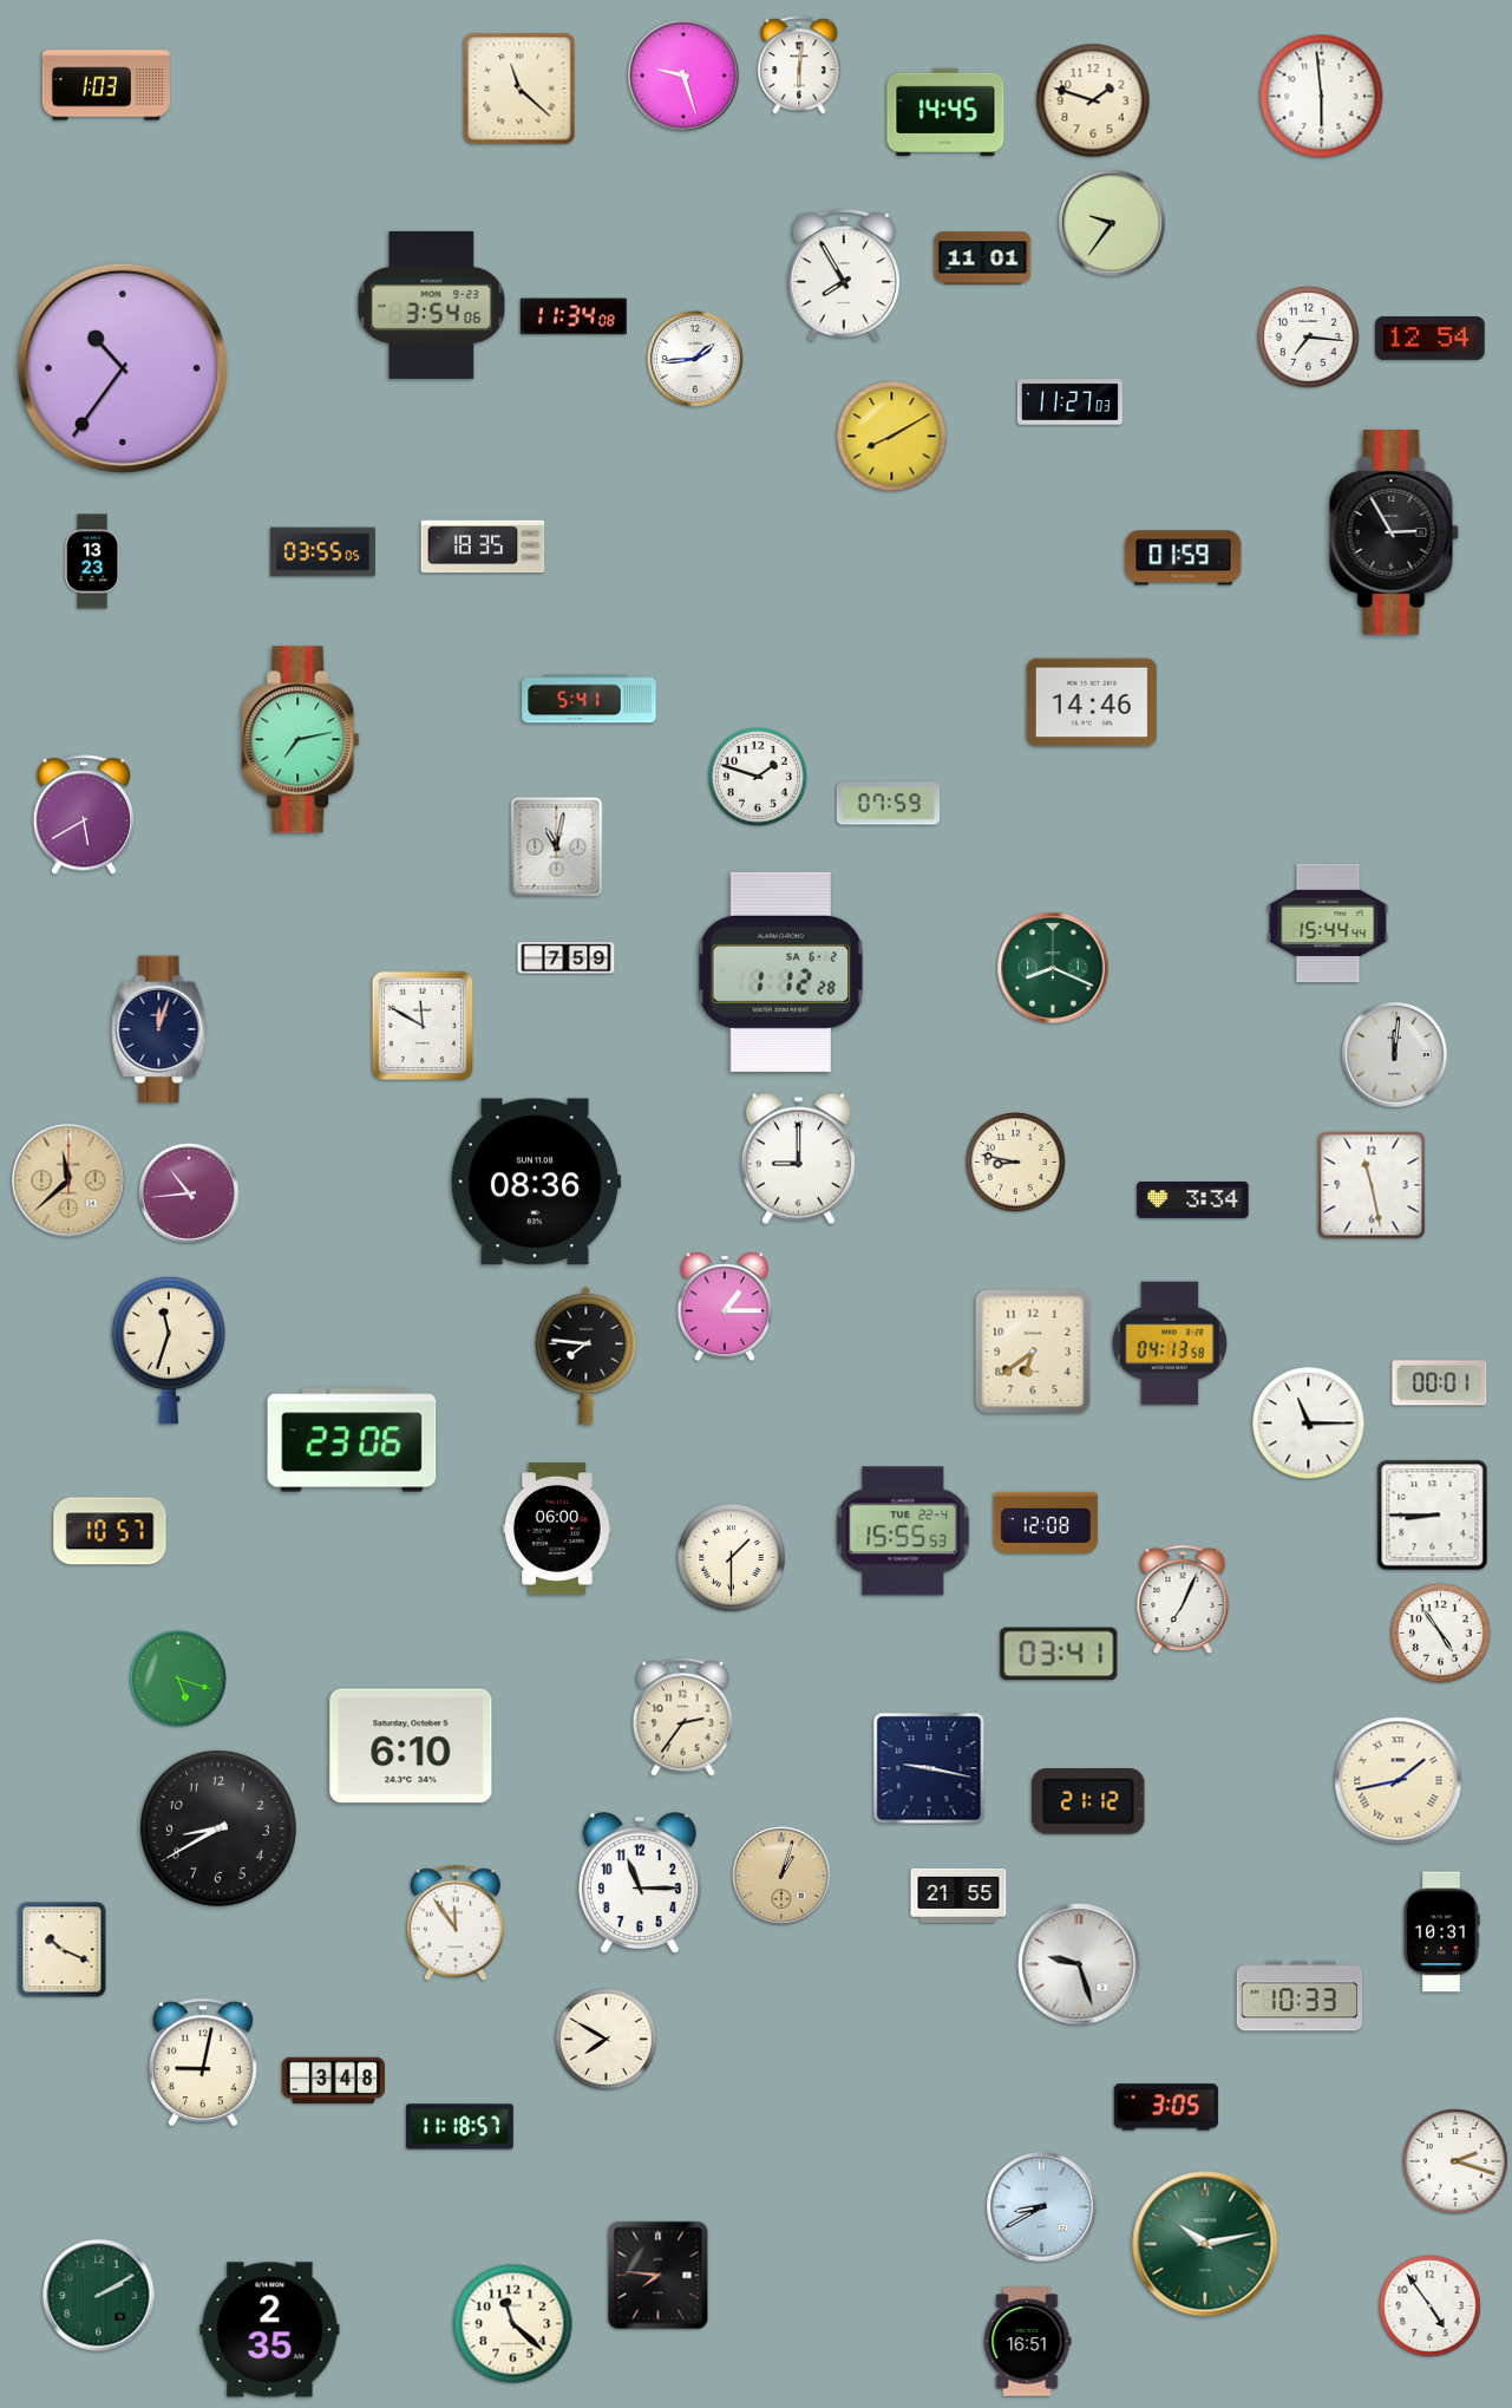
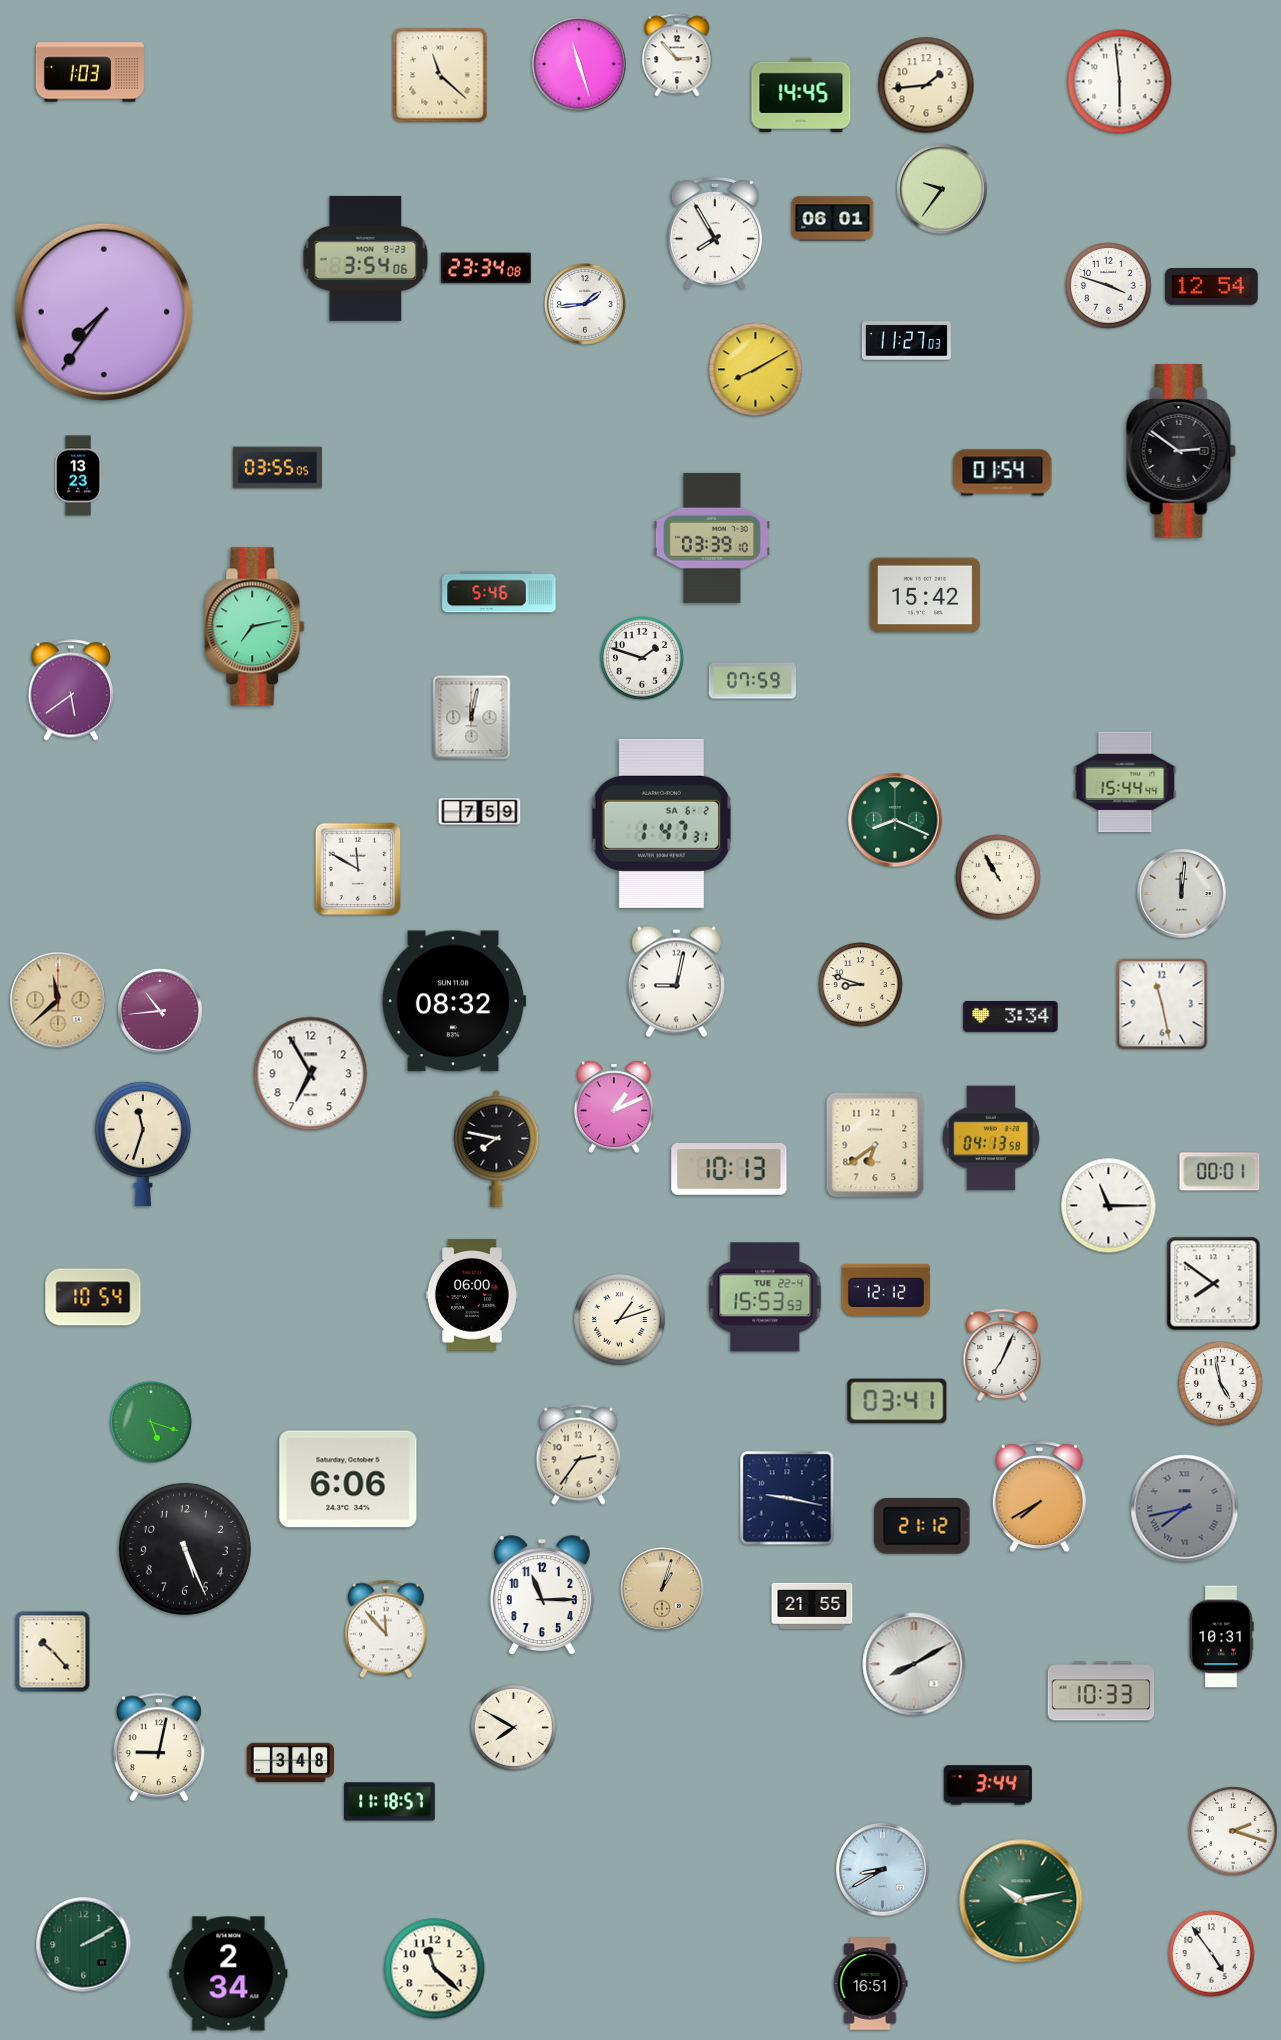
clock at (799, 65): 6:01 -> 2:53
clock at (683, 76): 9:27 -> 11:27
clock at (1093, 100): 1:48 -> 1:44
clock at (983, 259): 11:01 -> 06:01
clock at (574, 316): 11:34 -> 23:34
clock at (1309, 338): 7:16 -> 3:48
clock at (695, 359) position: (695, 359) -> (585, 304)
clock at (123, 368): 10:36 -> 7:36
clock at (1394, 532): 2:55 -> 2:51
clock at (483, 547): 18:35 -> none
clock at (322, 552) position: (322, 552) -> (277, 468)
clock at (1184, 558): 01:59 -> 01:54
clock at (712, 538): none -> 03:39
clock at (589, 699): 5:41 -> 5:46
clock at (1092, 702): 14:46 -> 15:42
clock at (84, 814): 5:40 -> 5:39
clock at (557, 848): 11:02 -> 12:02
clock at (1053, 968) position: (1053, 968) -> (895, 820)
clock at (780, 971): 1:12 -> 1:47
clock at (159, 1029): 12:03 -> none
clock at (998, 877): none -> 10:55
clock at (798, 1159): 9:00 -> 9:02
clock at (1016, 1163): 8:47 -> 8:48
clock at (536, 1182): 08:36 -> 08:32
clock at (311, 1074): none -> 6:55
clock at (725, 1307): 1:15 -> 1:11
clock at (587, 1355): 7:46 -> 7:47
clock at (729, 1169): none -> 10:13
clock at (352, 1440): 23:06 -> none
clock at (1433, 1516): 8:45 -> 7:51
clock at (1046, 1523): 12:08 -> 12:12
clock at (110, 1531): 10:57 -> 10:54
clock at (903, 1531): 15:55 -> 15:53
clock at (732, 1558): 1:30 -> 1:12
clock at (1441, 1634): 4:54 -> 4:58
clock at (411, 1746): 6:10 -> 6:06
clock at (1039, 1497): none -> 7:40
clock at (1399, 1781): 1:43 -> 7:43
clock at (1399, 1781) dial: cream -> grey
clock at (218, 1828): 8:40 -> 5:26
clock at (456, 1923): 11:54 -> 11:53
clock at (63, 1950): 10:19 -> 10:23
clock at (1079, 1964): 9:27 -> 8:10
clock at (203, 2062) position: (203, 2062) -> (159, 1747)
clock at (333, 2080) position: (333, 2080) -> (290, 1762)
clock at (1166, 2107): 3:05 -> 3:44
clock at (659, 2276): 7:46 -> none
clock at (270, 2330): 2:35 -> 2:34
